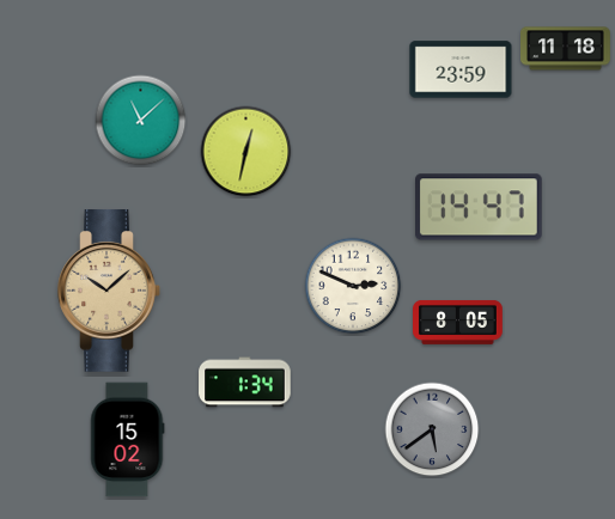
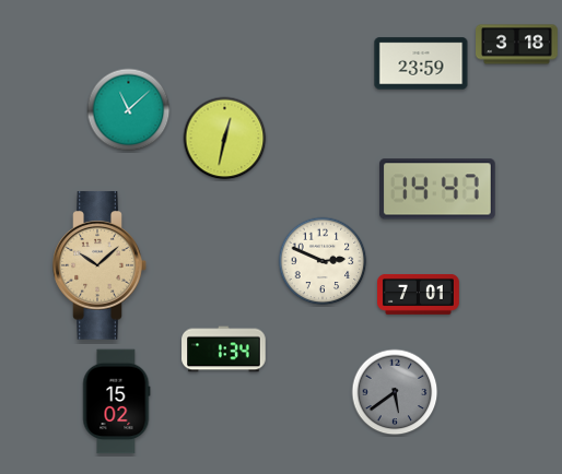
clock at (566, 49): 11:18 -> 3:18
clock at (458, 322): 8:05 -> 7:01
